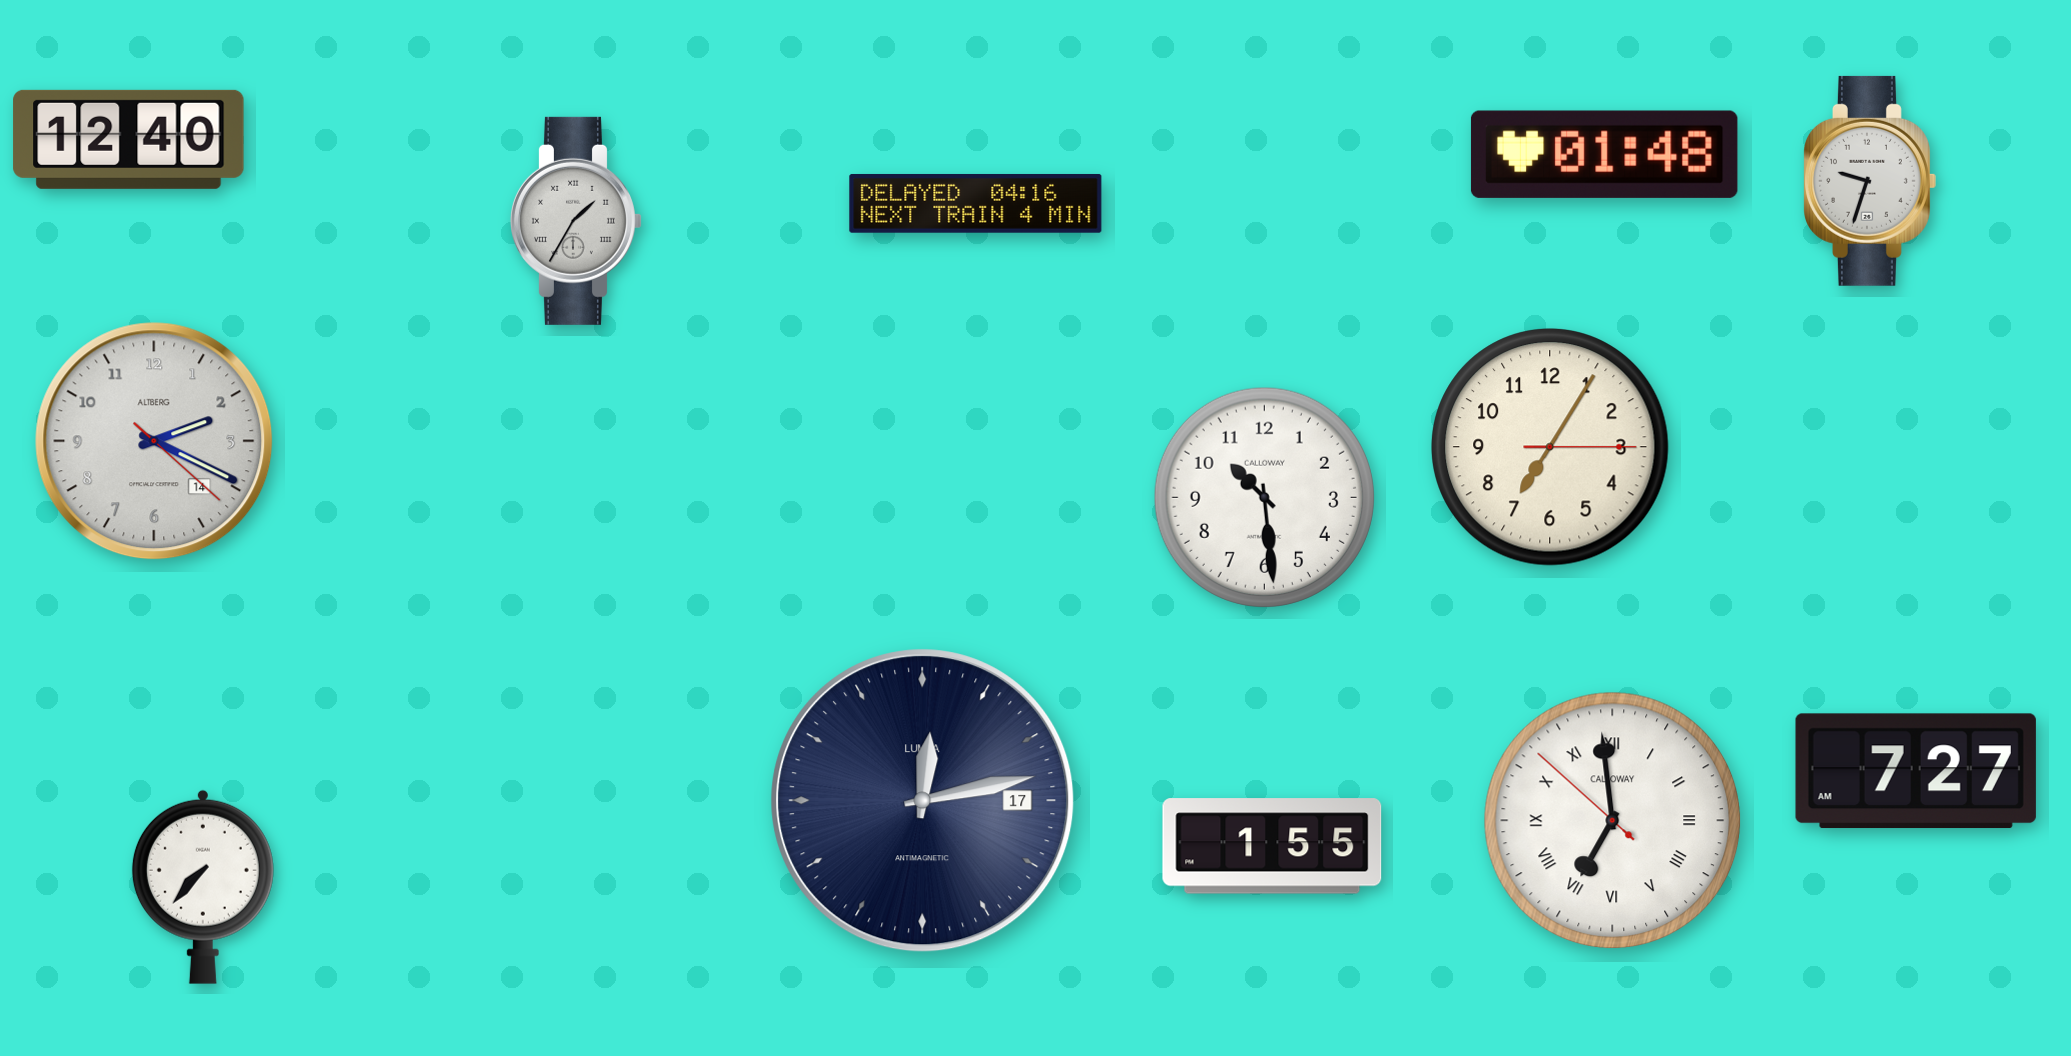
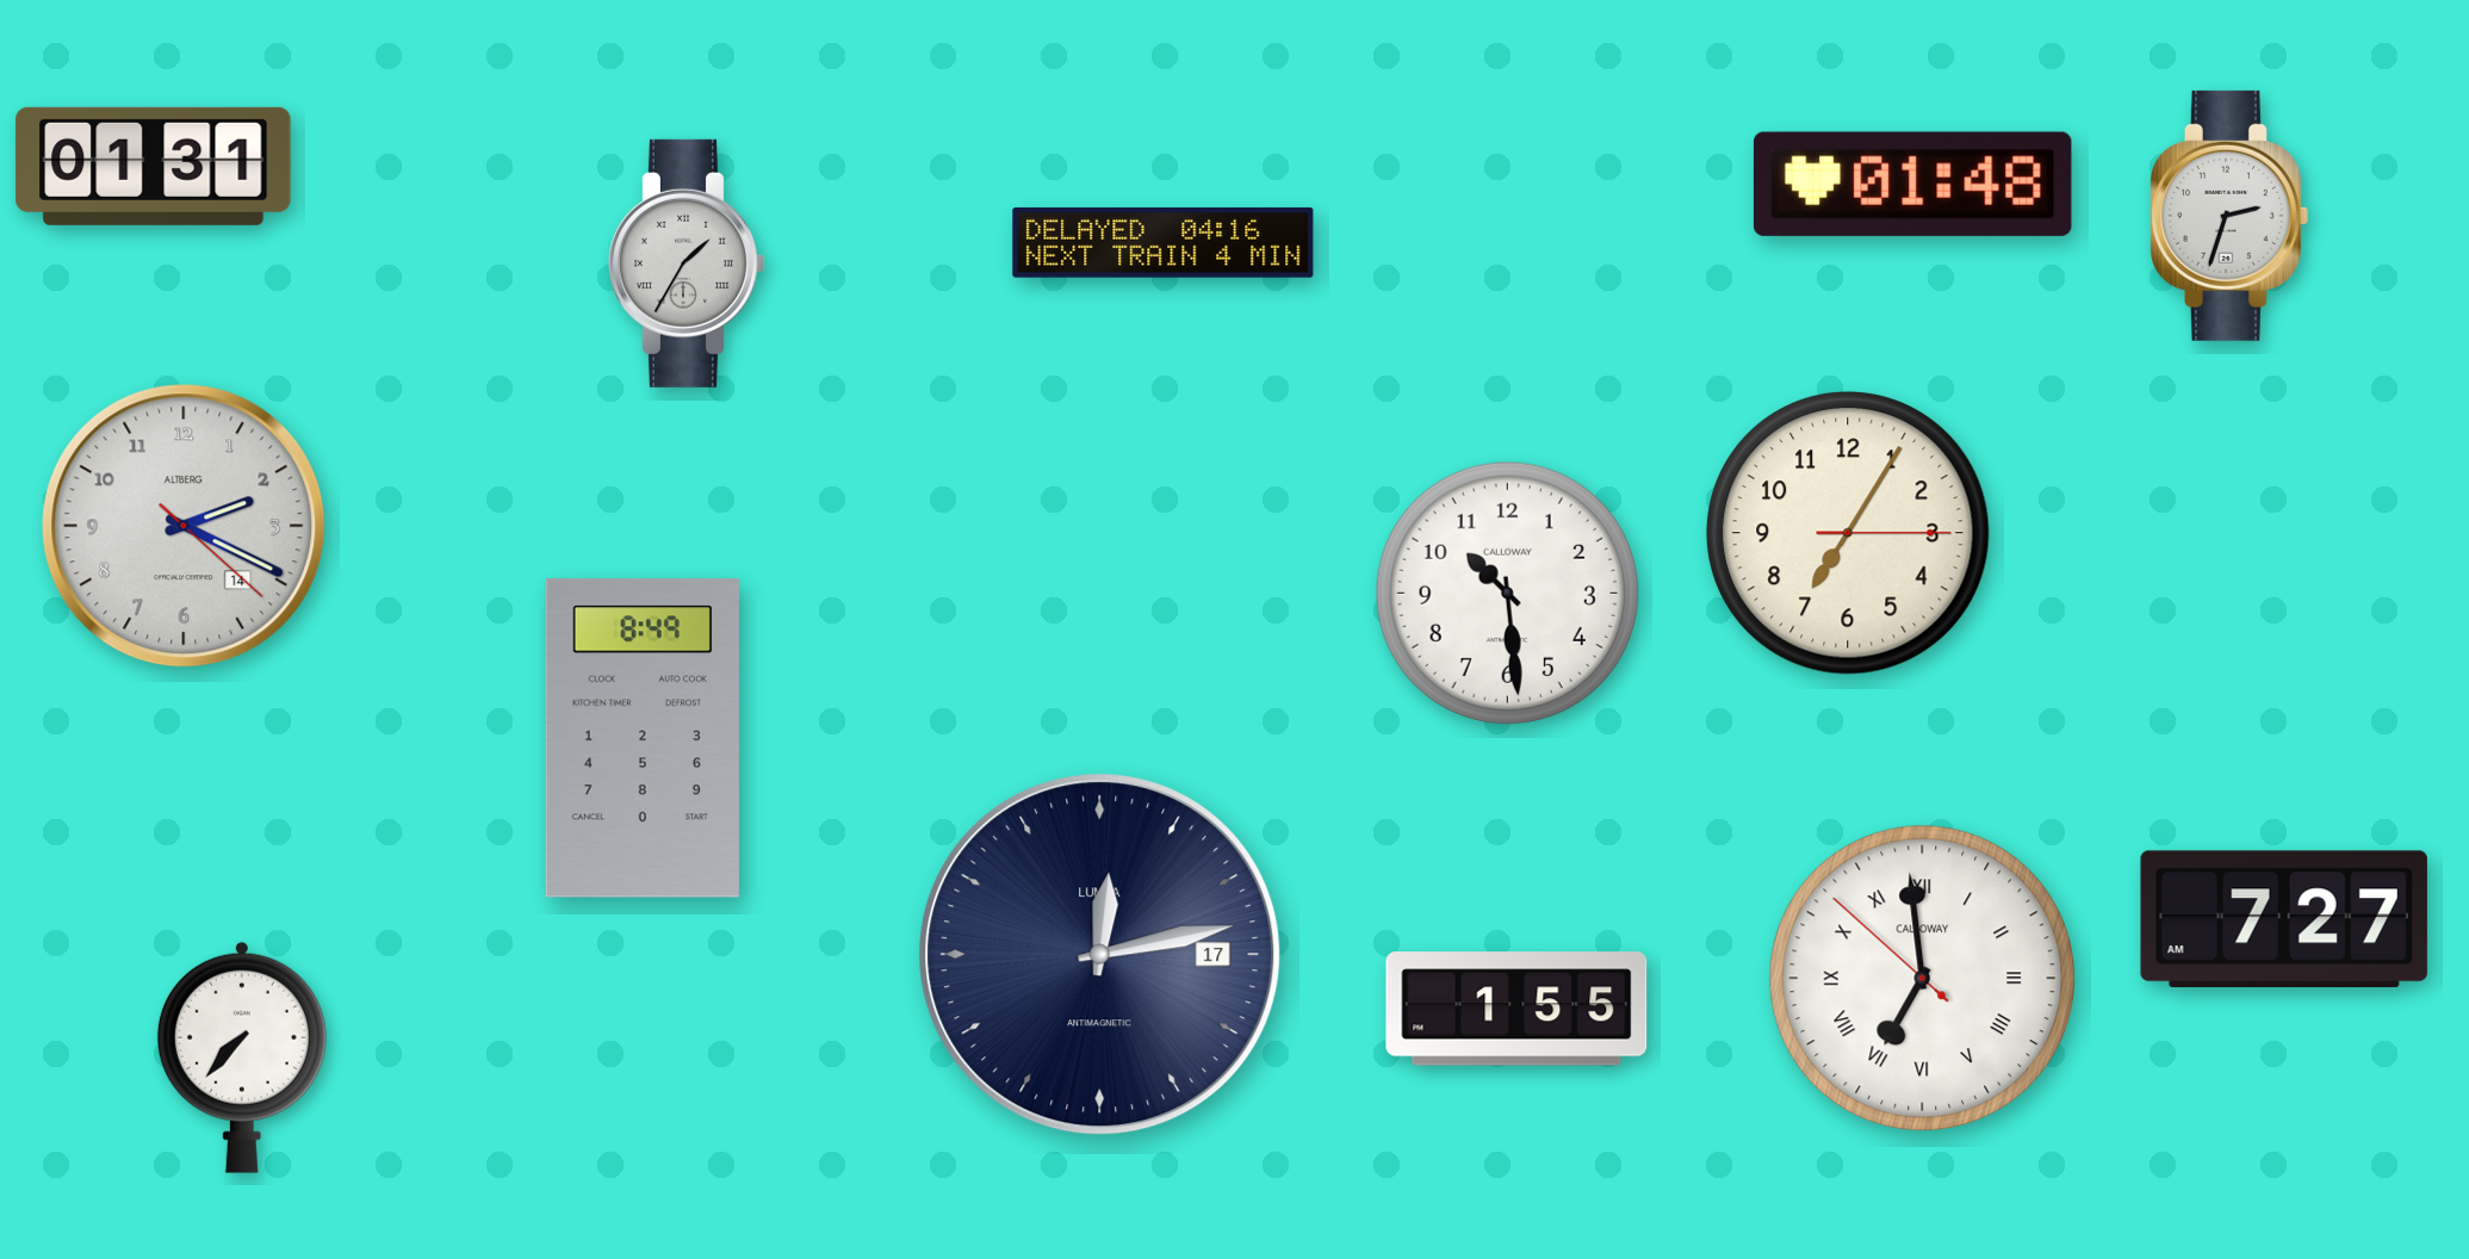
clock at (129, 139): 12:40 -> 01:31
clock at (1870, 181): 9:33 -> 2:33
clock at (643, 738): none -> 8:49
